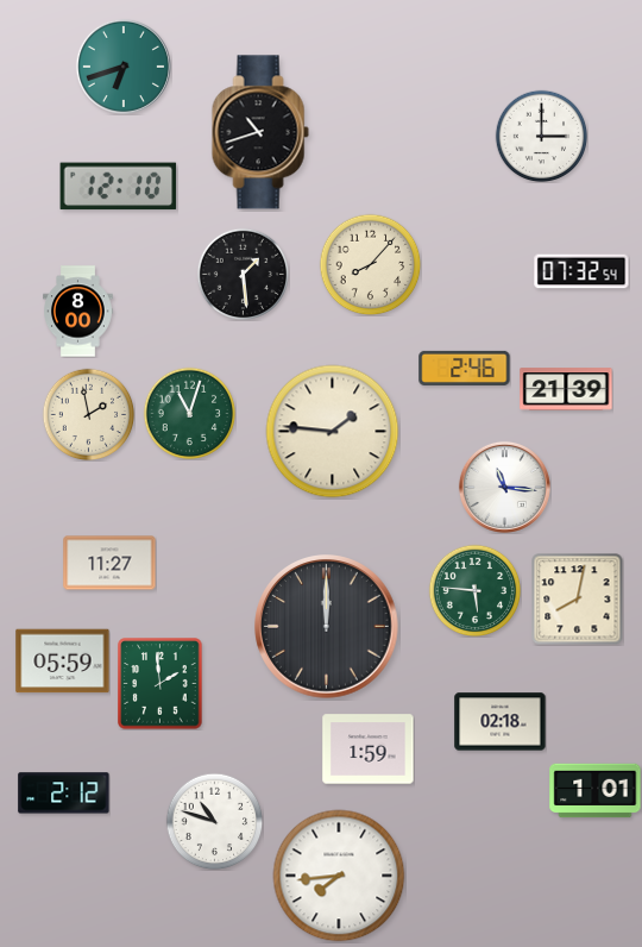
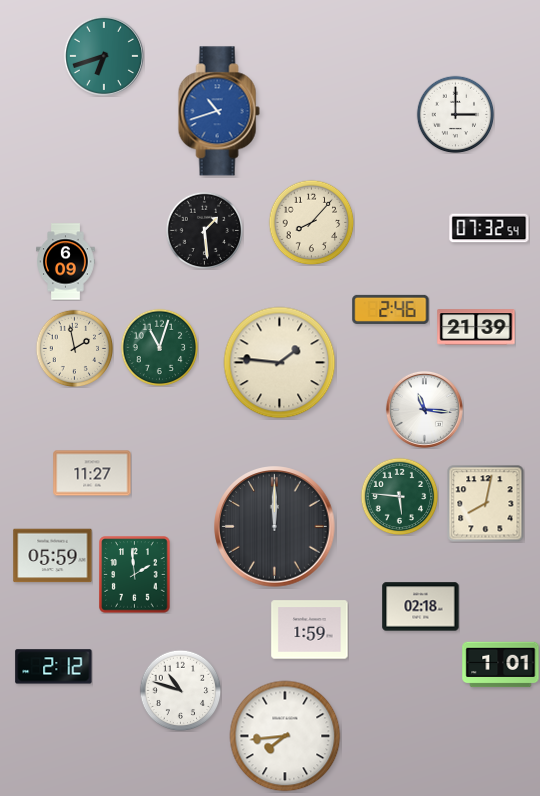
clock at (260, 132) dial: black -> blue
clock at (119, 187): 12:10 -> none
clock at (78, 312): 8:00 -> 6:09
